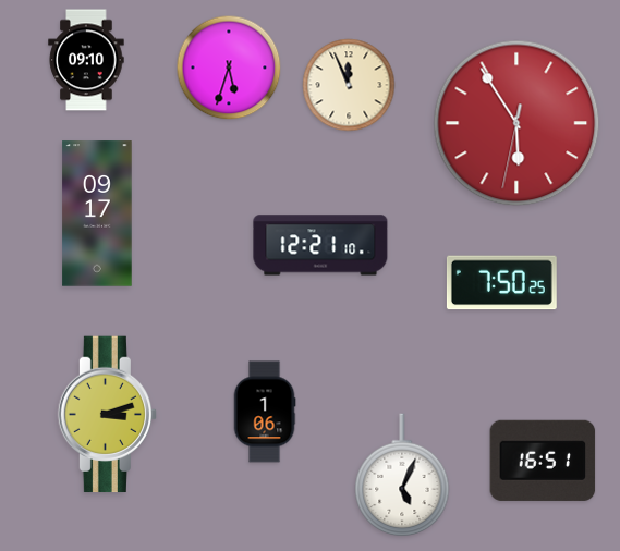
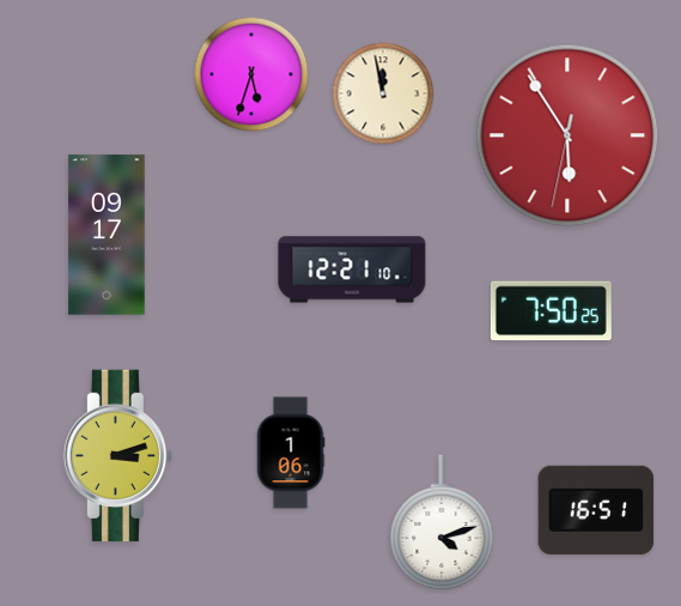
clock at (86, 60): 09:10 -> none
clock at (349, 85): 11:56 -> 11:58
clock at (543, 461) position: (543, 461) -> (596, 510)
clock at (402, 476): 5:04 -> 4:12
